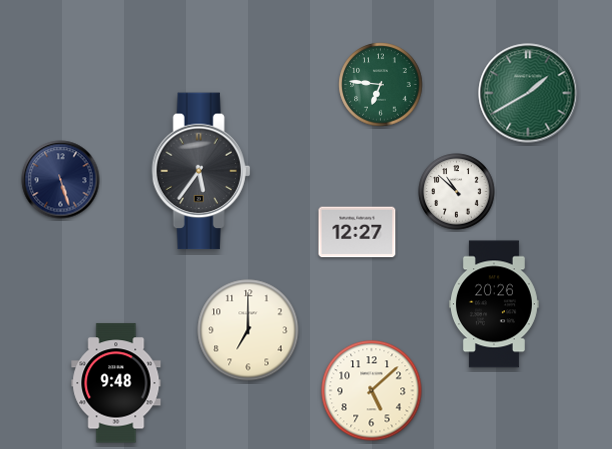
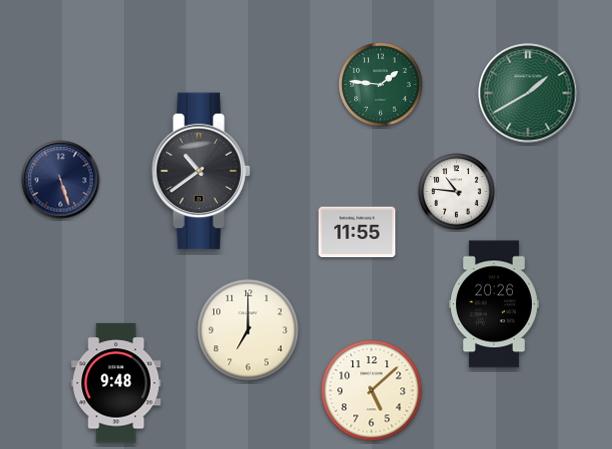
clock at (381, 85): 6:46 -> 1:46
clock at (201, 171): 5:36 -> 10:39
clock at (457, 192): 10:52 -> 10:46
clock at (357, 232): 12:27 -> 11:55
